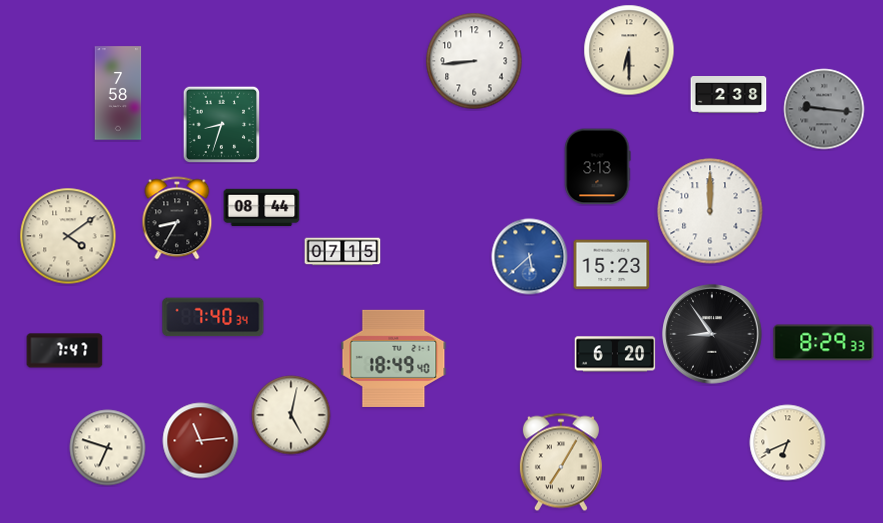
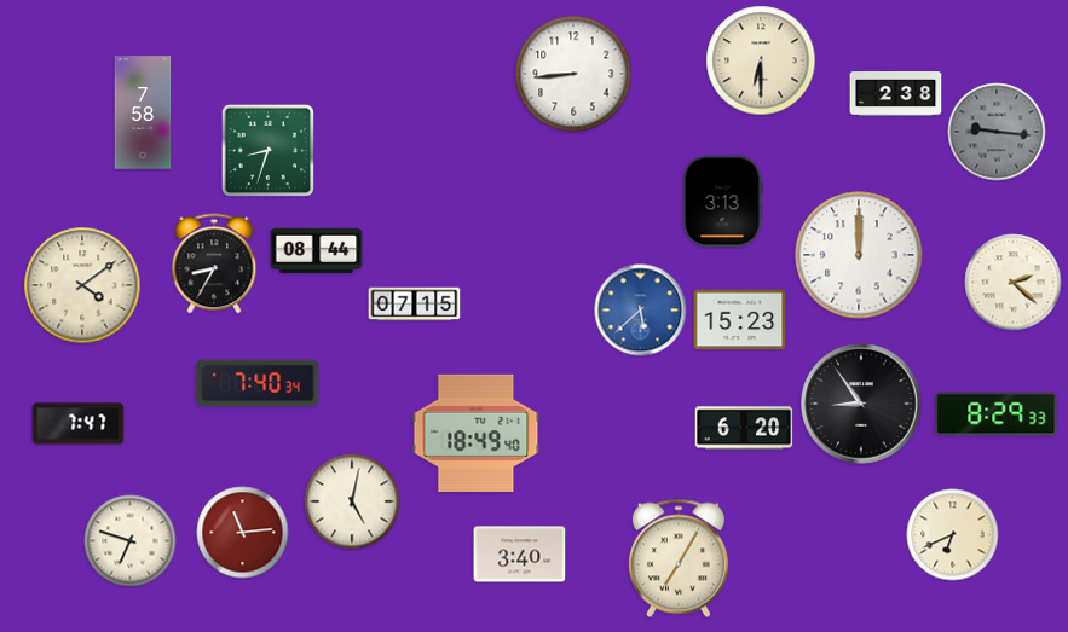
clock at (729, 95) position: (729, 95) -> (896, 94)
clock at (1014, 283): none -> 2:22
clock at (520, 555): none -> 3:40
